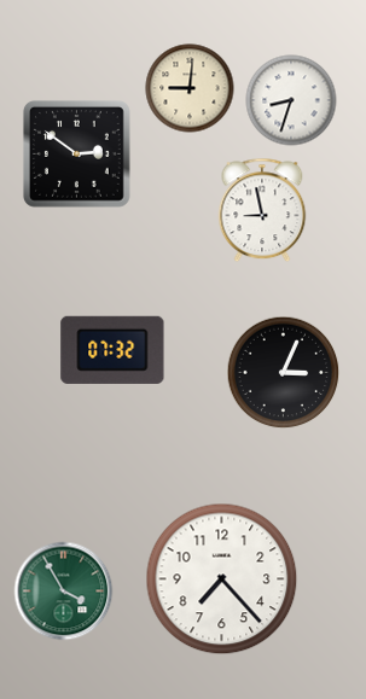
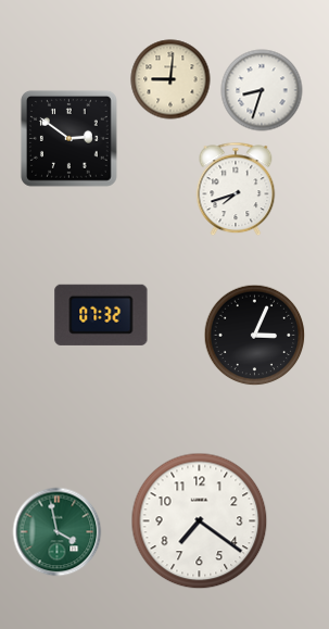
clock at (262, 210): 8:58 -> 7:42
clock at (222, 579): 7:23 -> 7:21
clock at (64, 592): 3:55 -> 3:58
